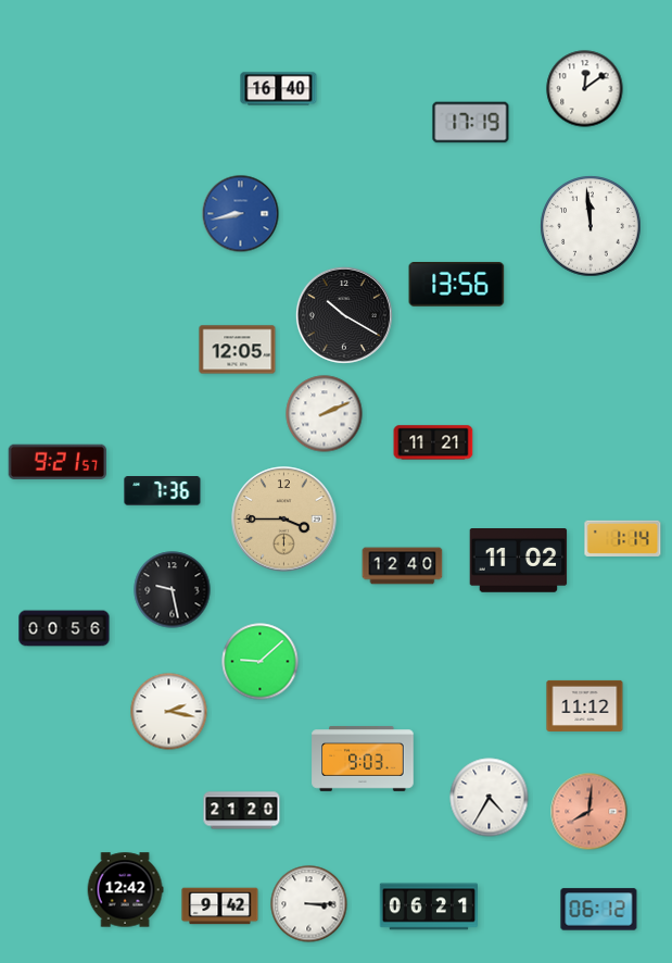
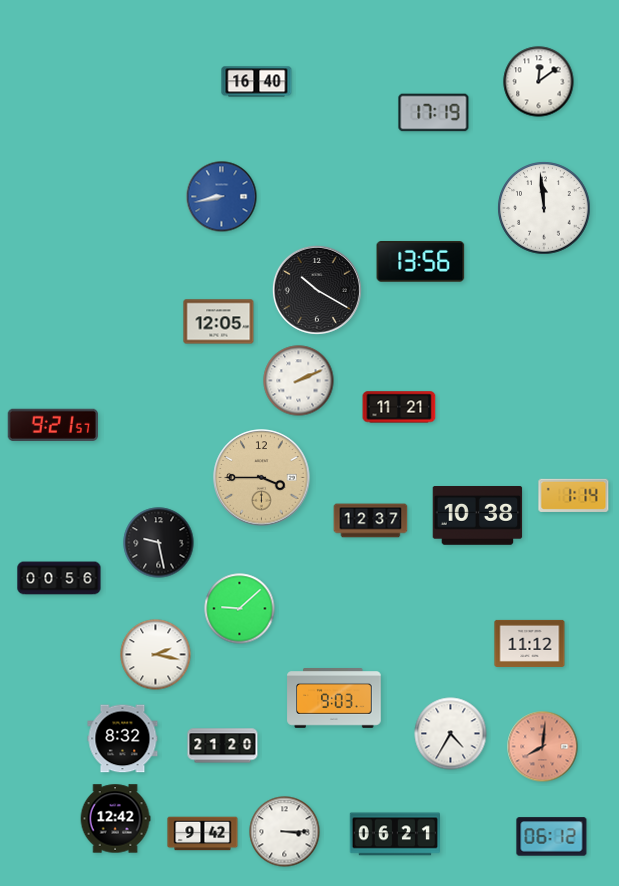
clock at (163, 491): 7:36 -> none
clock at (519, 561): 11:02 -> 10:38
clock at (403, 566): 12:40 -> 12:37
clock at (585, 705) position: (585, 705) -> (530, 643)
clock at (123, 739): none -> 8:32
